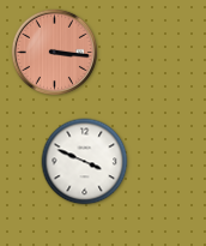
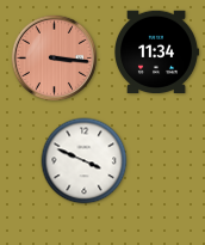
clock at (54, 52) position: (54, 52) -> (54, 57)
clock at (157, 51): none -> 11:34
